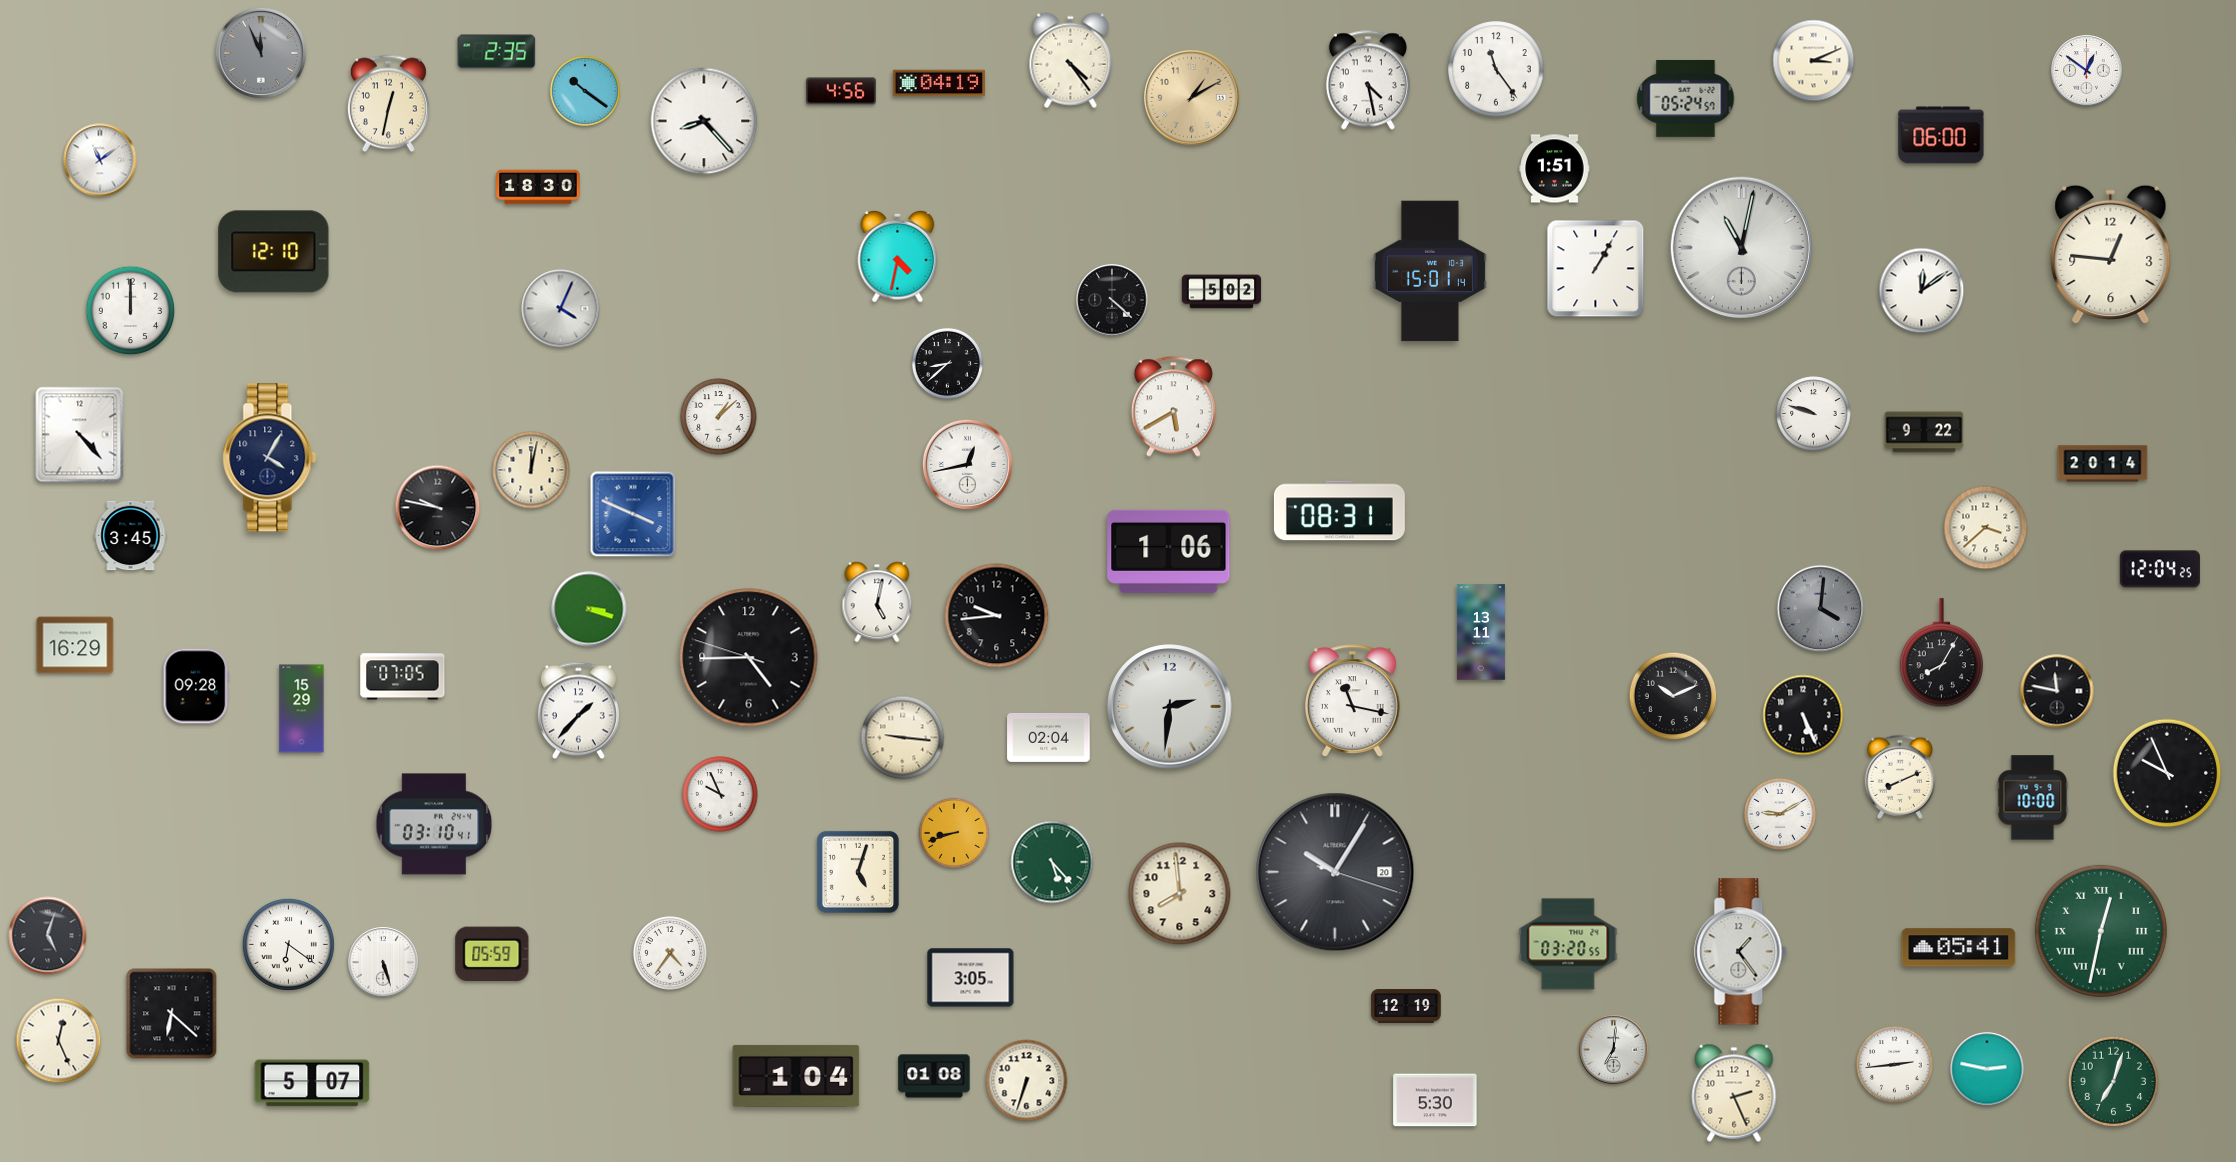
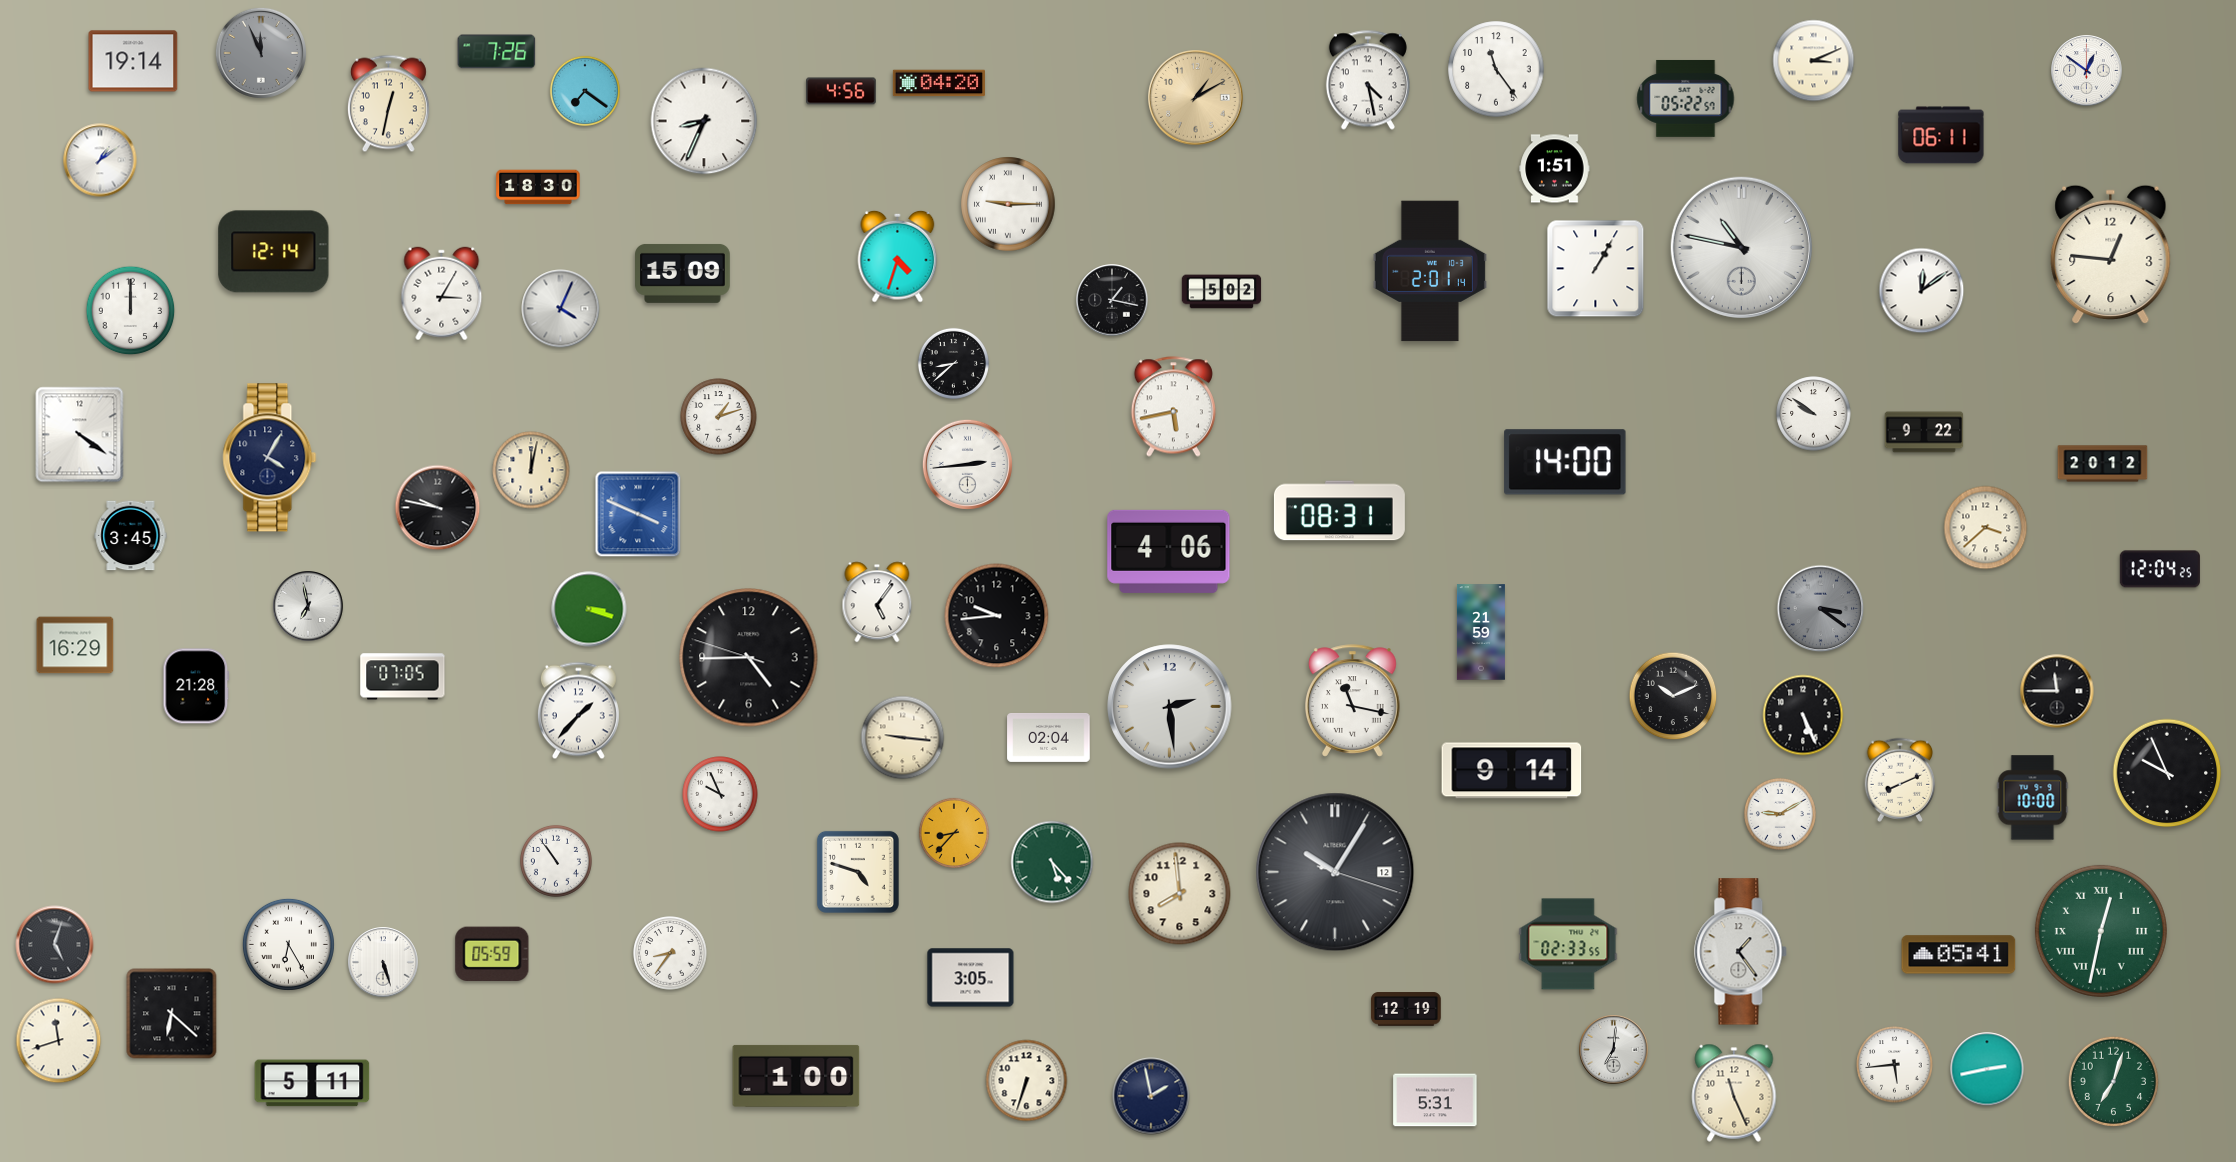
clock at (497, 52): 2:35 -> 7:26
clock at (133, 61): none -> 19:14
clock at (1071, 61): 4:24 -> none
clock at (938, 83): 04:19 -> 04:20
clock at (585, 91): 10:21 -> 7:21
clock at (1192, 98) position: (1192, 98) -> (1196, 98)
clock at (1686, 98): 05:24 -> 05:22
clock at (704, 121): 8:23 -> 8:34
clock at (1941, 135): 06:00 -> 06:11
clock at (100, 160): 11:09 -> 1:09
clock at (1008, 204): none -> 9:15
clock at (1741, 247): 11:02 -> 10:47
clock at (274, 252): 12:10 -> 12:14
clock at (898, 256): 4:32 -> 4:33
clock at (1430, 271): 15:01 -> 2:01
clock at (683, 273): none -> 15:09
clock at (442, 294): none -> 3:05
clock at (1112, 300): 4:22 -> 1:17
clock at (947, 363) position: (947, 363) -> (953, 363)
clock at (1173, 407): 5:40 -> 5:43
clock at (1814, 414): 9:48 -> 9:51
clock at (719, 417): 1:08 -> 1:12
clock at (80, 435): 4:23 -> 4:21
clock at (1565, 462): none -> 14:00
clock at (967, 464): 12:43 -> 2:44
clock at (2103, 464): 20:14 -> 20:12
clock at (633, 514) position: (633, 514) -> (638, 514)
clock at (1169, 551): 1:06 -> 4:06
clock at (877, 602): 5:02 -> 5:06
clock at (308, 606): none -> 6:58
clock at (1821, 609): 4:01 -> 3:21
clock at (1481, 632): 13:11 -> 21:59
clock at (1941, 653): 8:05 -> none
clock at (196, 686): 09:28 -> 21:28
clock at (2057, 691): 11:47 -> 11:45
clock at (1170, 707): 2:31 -> 2:29
clock at (302, 709): 15:29 -> none
clock at (1512, 771): none -> 9:14
clock at (1900, 777) position: (1900, 777) -> (1900, 780)
clock at (434, 824): 03:10 -> none
clock at (954, 833): 8:42 -> 8:37
clock at (556, 861): none -> 10:54
clock at (858, 872): 5:03 -> 4:48
clock at (1335, 872) date: 20 -> 12
clock at (48, 936) position: (48, 936) -> (55, 945)
clock at (288, 944): 6:21 -> 6:25
clock at (1568, 944): 03:20 -> 02:33
clock at (1959, 948) position: (1959, 948) -> (1959, 955)
clock at (670, 953): 4:36 -> 8:36
clock at (1406, 1006) position: (1406, 1006) -> (1406, 1009)
clock at (59, 1041): 12:26 -> 11:42
clock at (1895, 1065): 2:44 -> 5:44
clock at (1987, 1069): 2:47 -> 2:43
clock at (796, 1076): 1:04 -> 1:00
clock at (934, 1076): 01:08 -> none
clock at (312, 1083): 5:07 -> 5:11
clock at (1734, 1093): 2:26 -> 11:26
clock at (1151, 1096): none -> 1:58
clock at (1435, 1100): 5:30 -> 5:31
